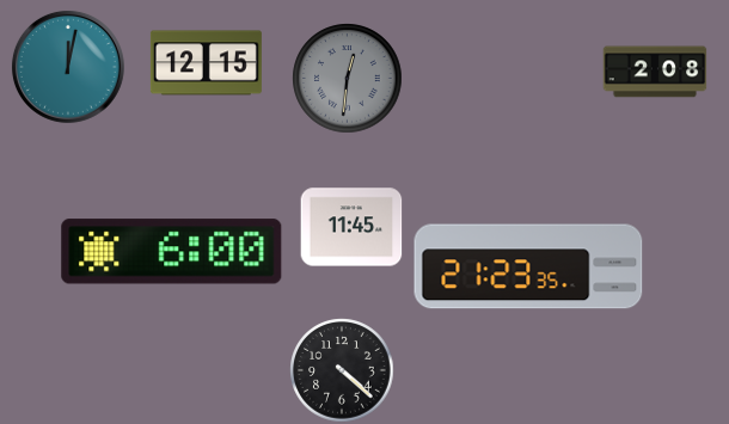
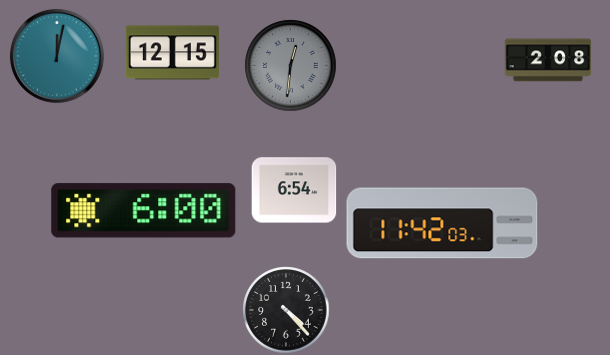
clock at (351, 227): 11:45 -> 6:54
clock at (528, 266): 21:23 -> 11:42
clock at (342, 370): 4:22 -> 4:23
